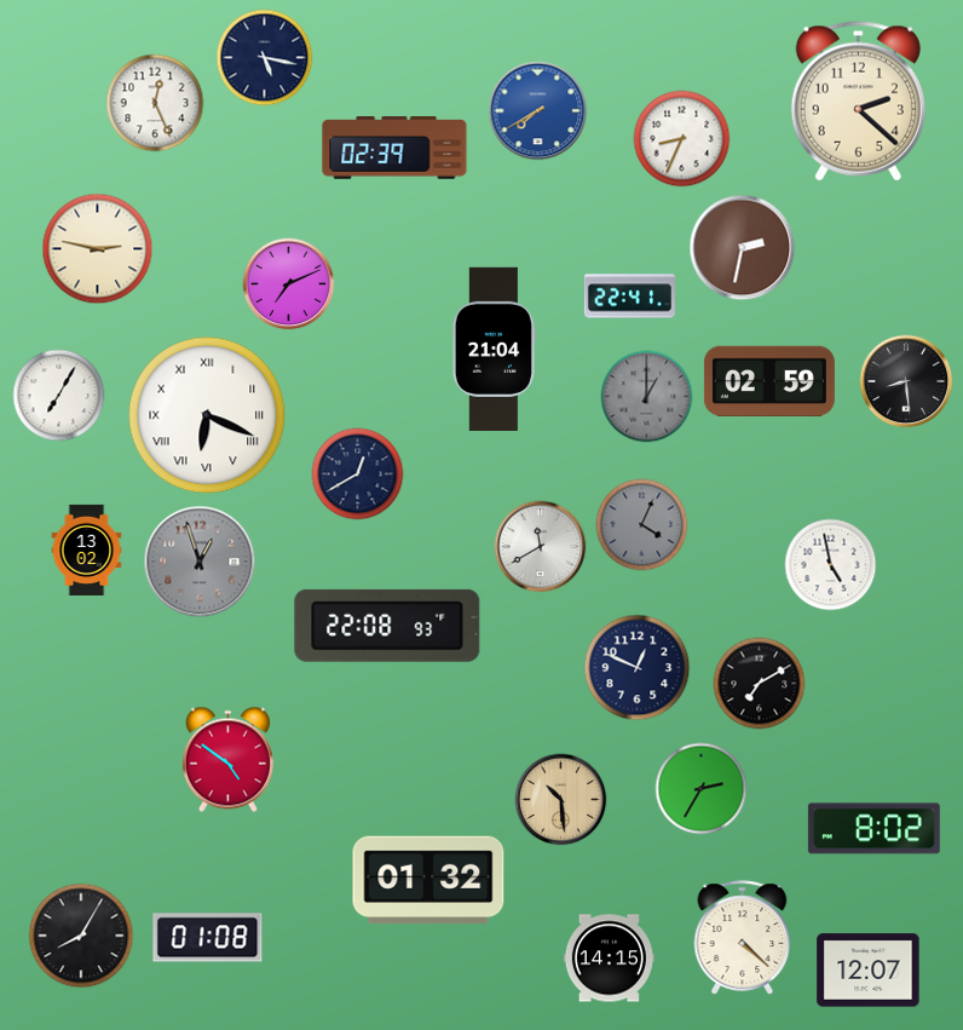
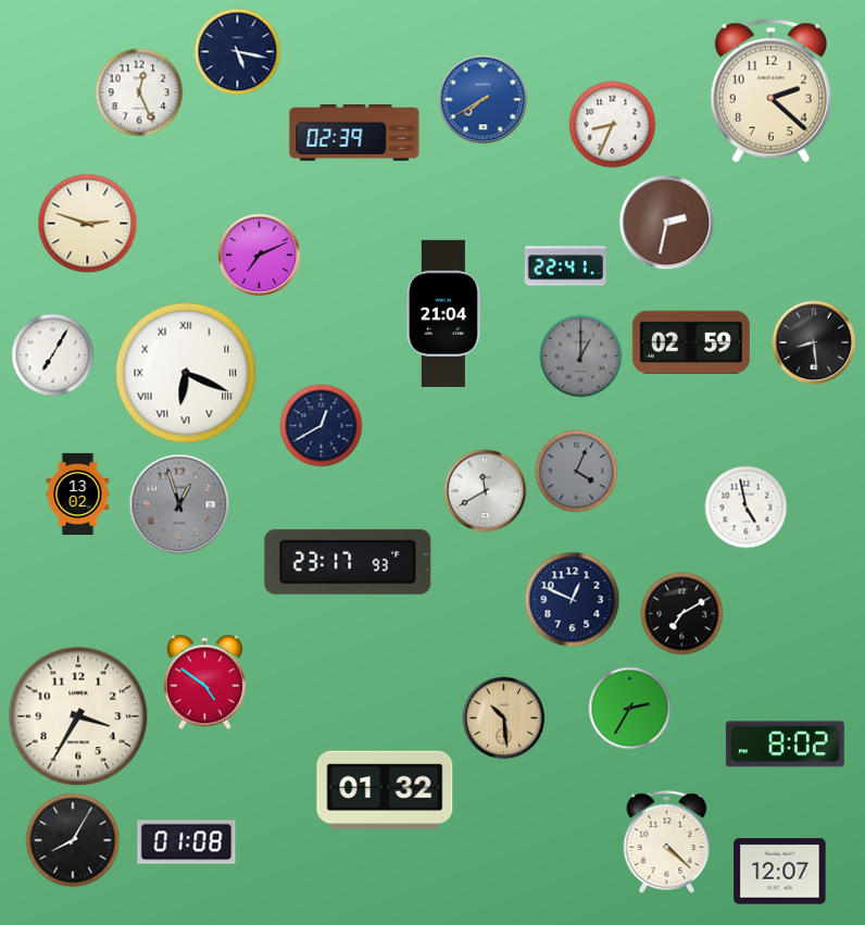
clock at (98, 249): 2:47 -> 2:48
clock at (387, 626): 22:08 -> 23:17
clock at (78, 716): none -> 3:35
clock at (609, 959): 14:15 -> none
